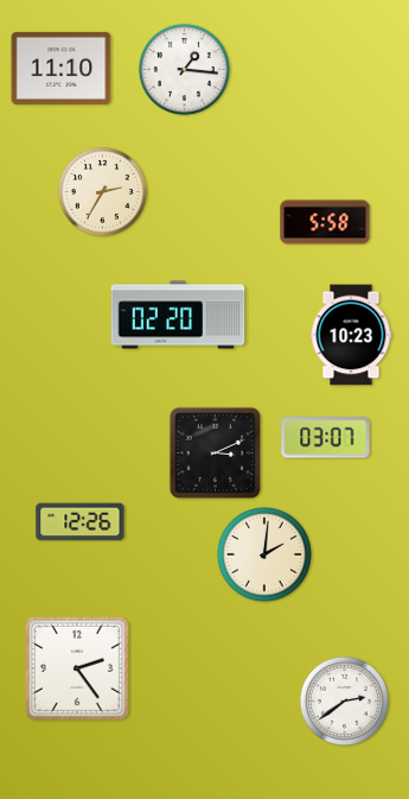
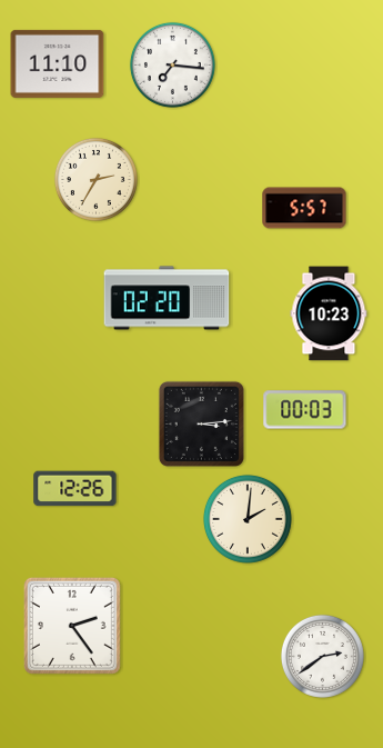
clock at (184, 69): 1:16 -> 7:16
clock at (325, 222): 5:58 -> 5:57
clock at (178, 315) position: (178, 315) -> (167, 298)
clock at (326, 438): 03:07 -> 00:03
clock at (215, 452): 3:11 -> 3:14
